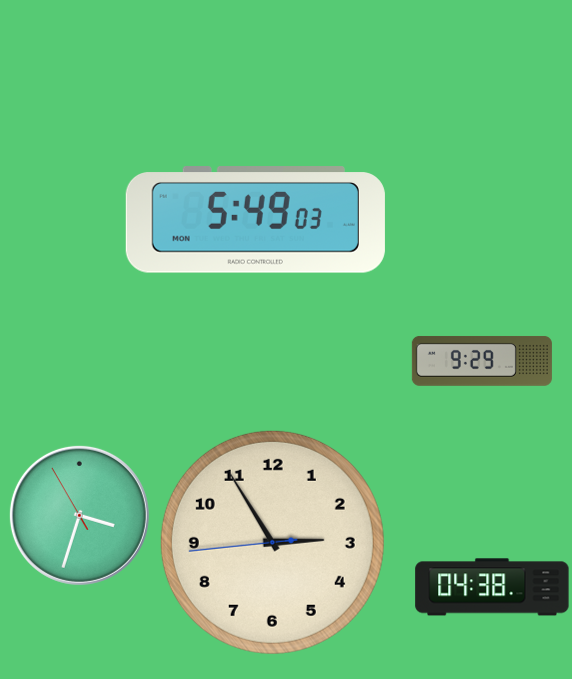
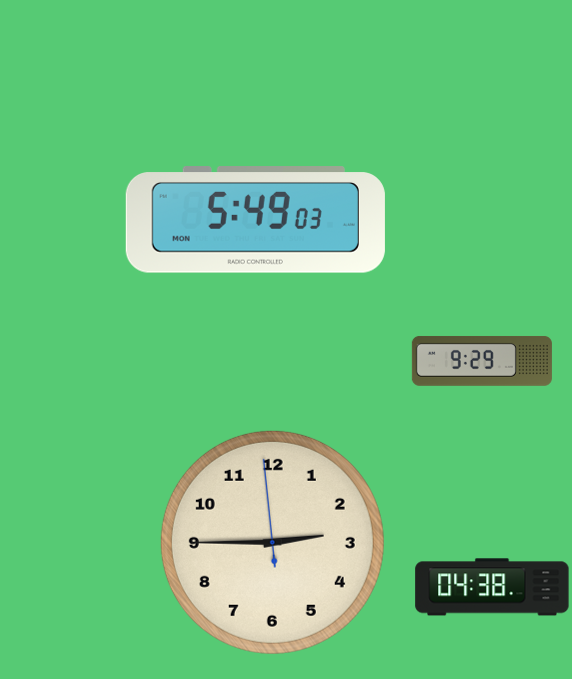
clock at (79, 515): 3:32 -> none
clock at (272, 542): 2:54 -> 2:44
